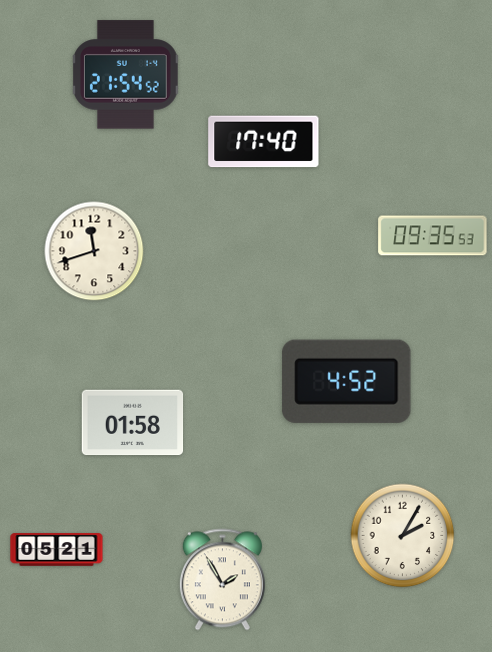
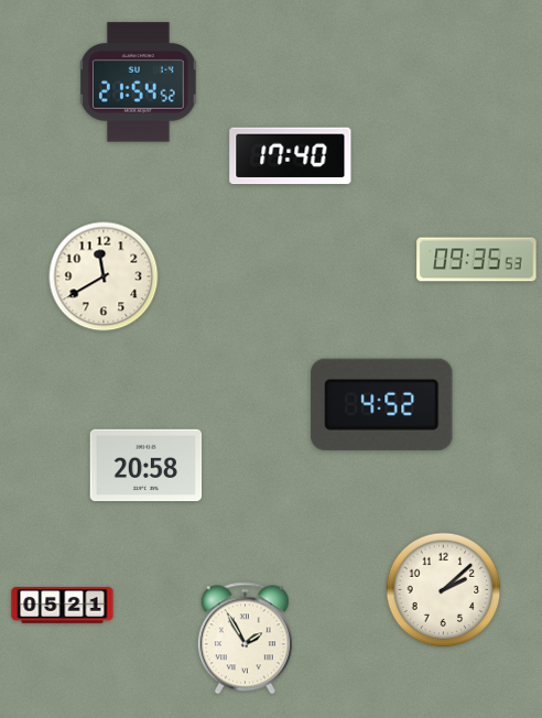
clock at (94, 251): 11:42 -> 11:40
clock at (347, 381) position: (347, 381) -> (382, 404)
clock at (133, 423): 01:58 -> 20:58
clock at (403, 536): 2:05 -> 2:08
